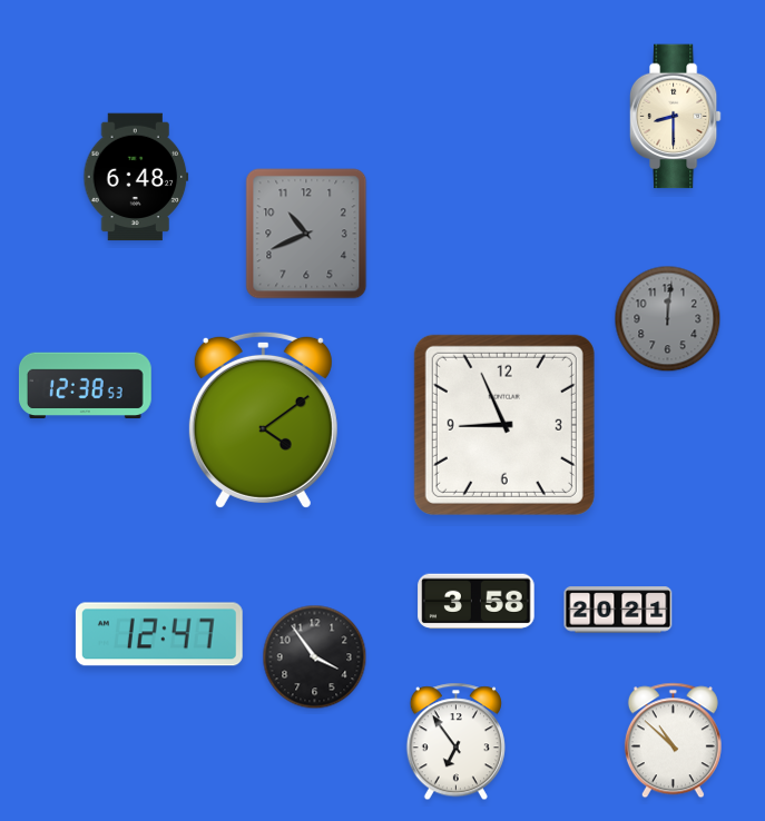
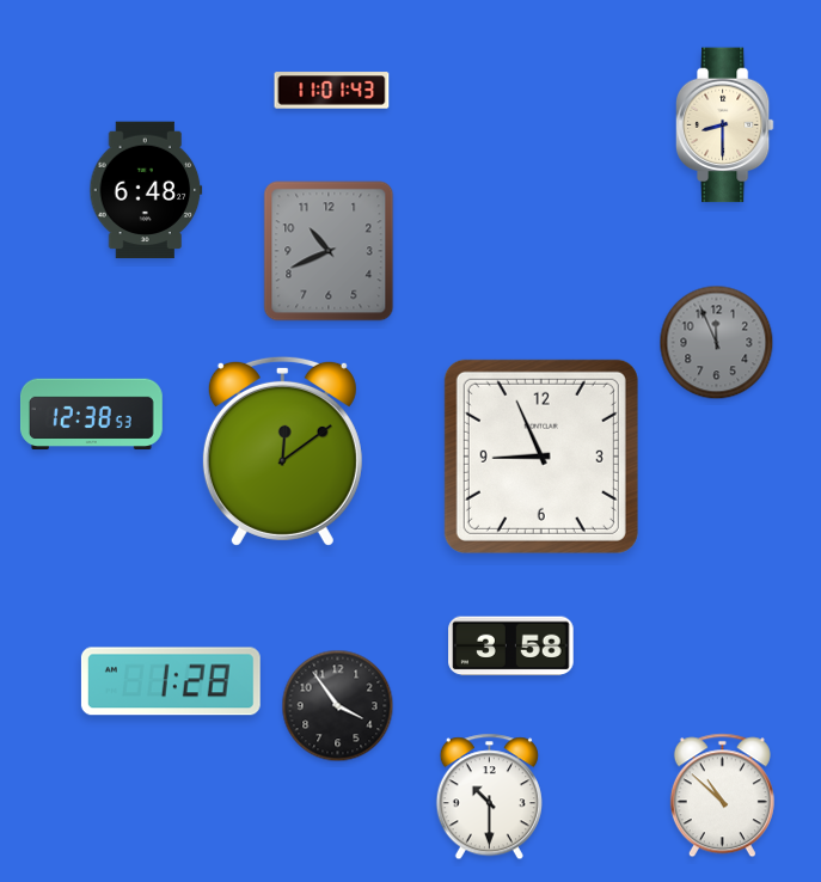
clock at (332, 91): none -> 11:01
clock at (668, 319): 12:01 -> 11:56
clock at (263, 419): 4:09 -> 12:09
clock at (618, 610): 20:21 -> none
clock at (159, 634): 12:47 -> 1:28
clock at (455, 742): 6:54 -> 10:30
